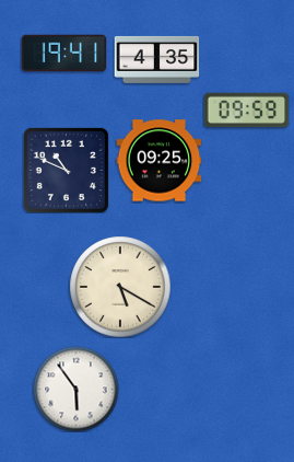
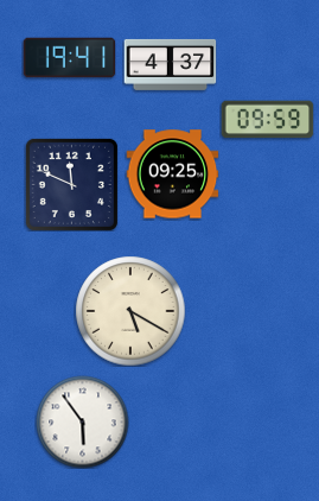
clock at (156, 59): 4:35 -> 4:37
clock at (66, 170): 10:49 -> 11:49
